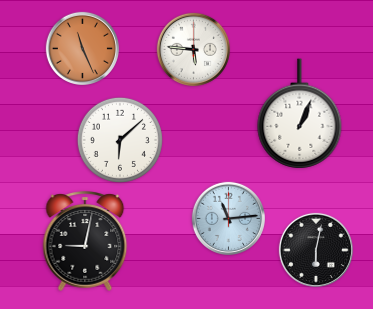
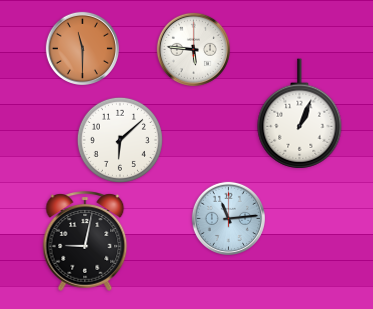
clock at (82, 48): 11:26 -> 11:30
clock at (316, 250): 6:02 -> none
